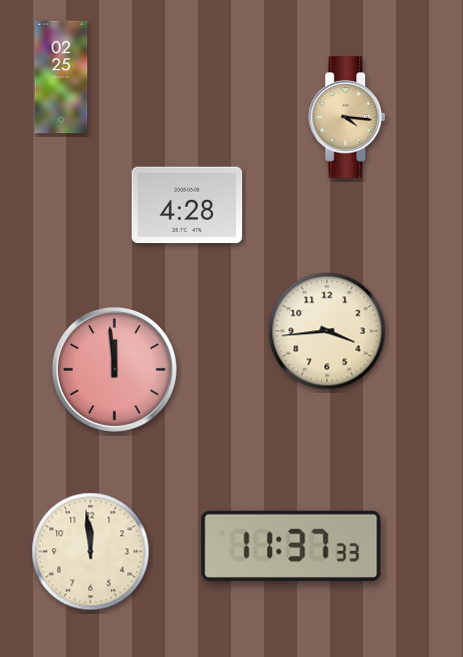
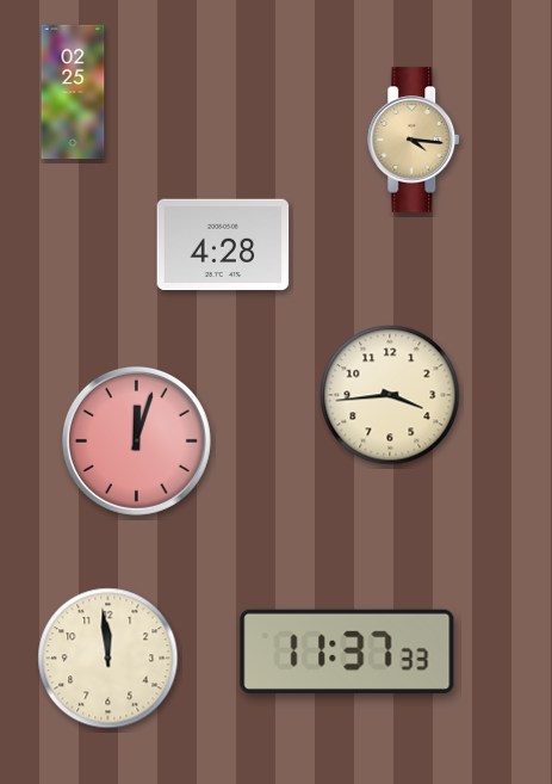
clock at (114, 369): 11:59 -> 12:03
